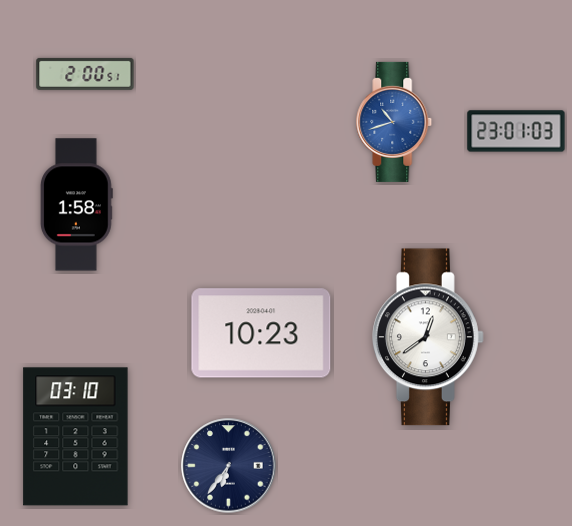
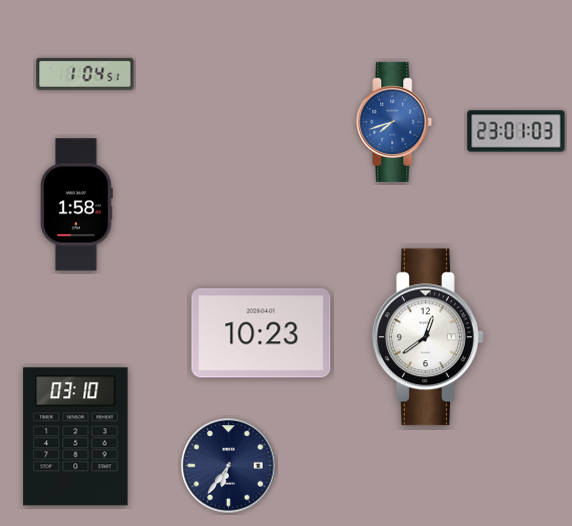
clock at (85, 74): 2:00 -> 1:04
clock at (394, 122): 10:42 -> 7:42
